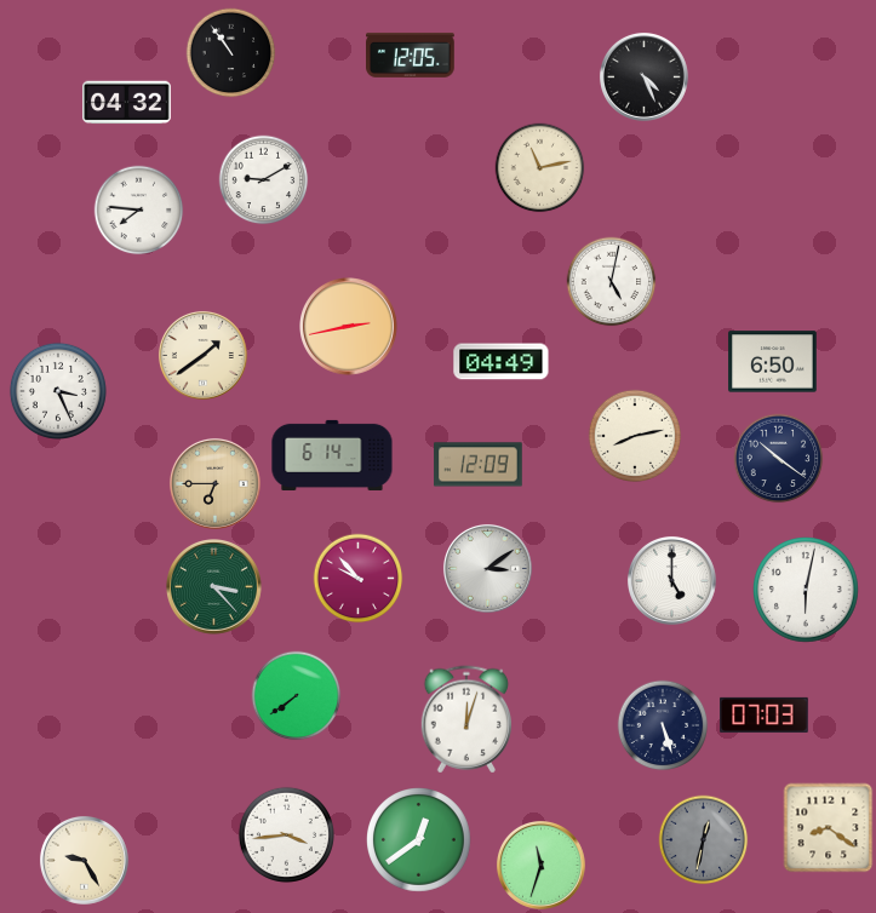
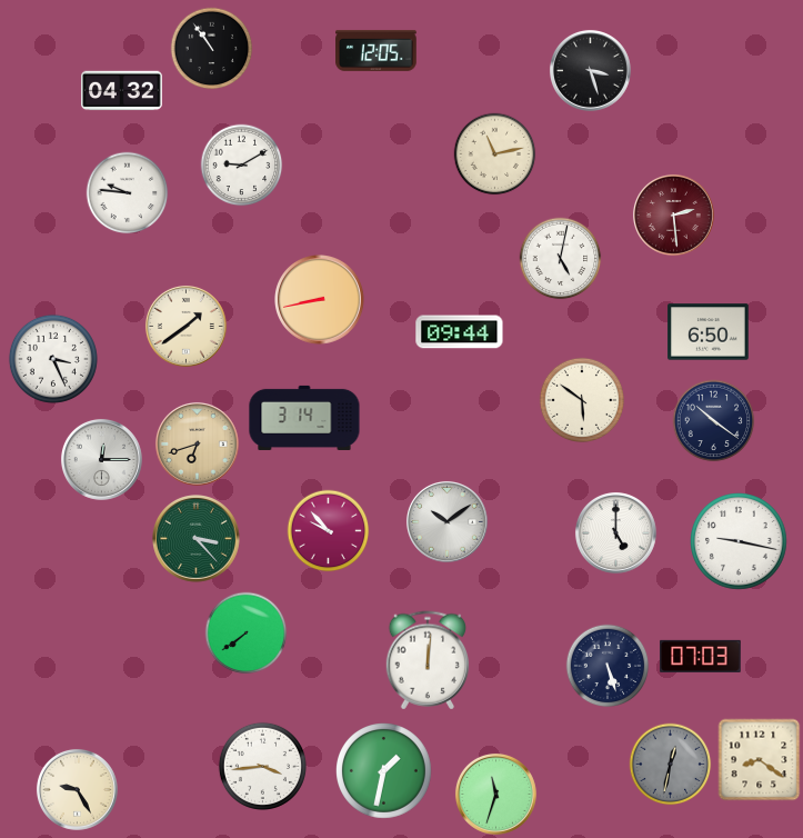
clock at (643, 76): 4:26 -> 3:27
clock at (127, 103) position: (127, 103) -> (122, 91)
clock at (139, 211): 7:46 -> 9:46
clock at (673, 215): none -> 2:29
clock at (349, 327): 2:43 -> 8:43
clock at (502, 362): 04:49 -> 09:44
clock at (634, 435): 8:13 -> 5:51
clock at (332, 455): 6:14 -> 3:14
clock at (479, 465): 12:09 -> none
clock at (214, 483): 6:45 -> 6:42
clock at (101, 459): none -> 12:15
clock at (487, 568): 3:09 -> 10:09
clock at (806, 590): 6:02 -> 9:17
clock at (297, 696) position: (297, 696) -> (247, 634)
clock at (465, 719): 12:03 -> 12:01
clock at (419, 840): 12:39 -> 1:32
clock at (704, 840) position: (704, 840) -> (671, 765)
